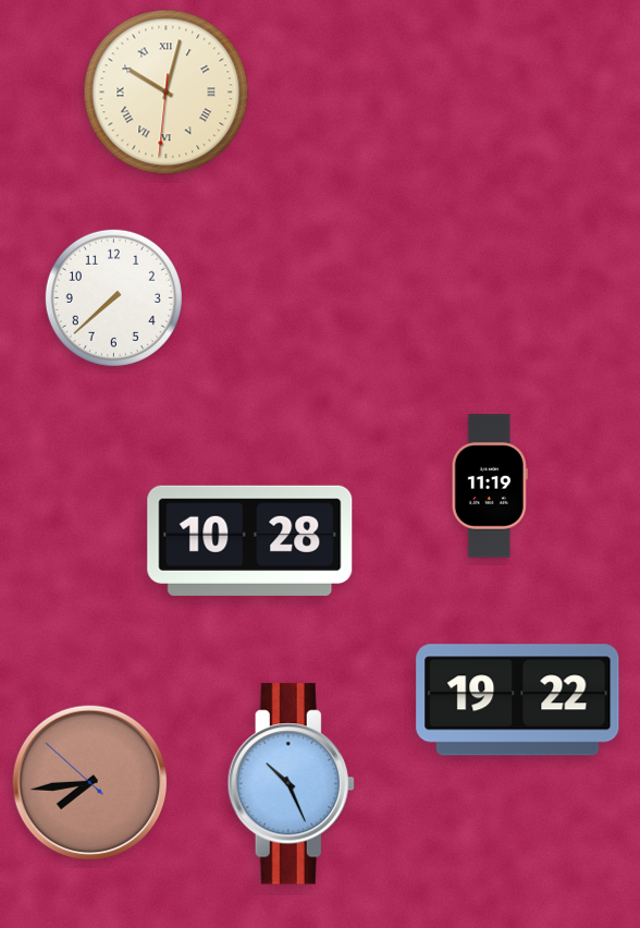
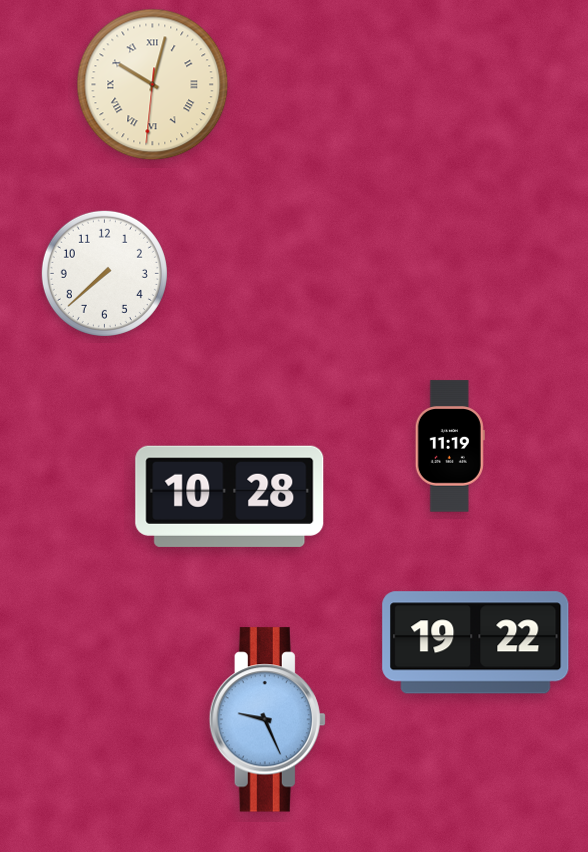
clock at (90, 783): 7:43 -> none
clock at (291, 784): 10:26 -> 9:26
